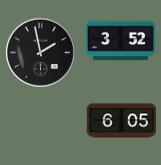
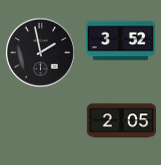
clock at (121, 121): 6:05 -> 2:05
